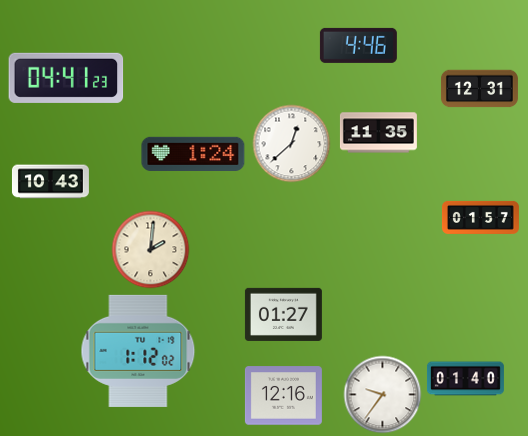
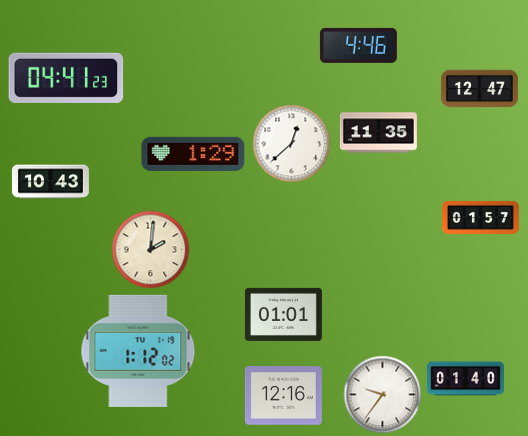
clock at (479, 89): 12:31 -> 12:47
clock at (193, 154): 1:24 -> 1:29
clock at (283, 314): 01:27 -> 01:01
